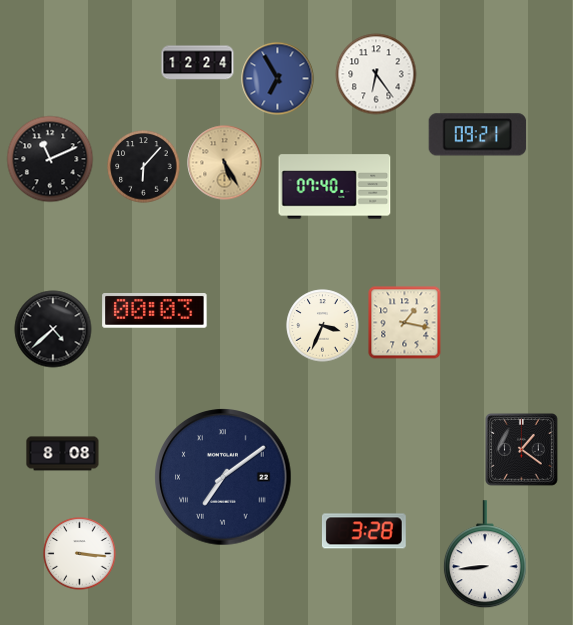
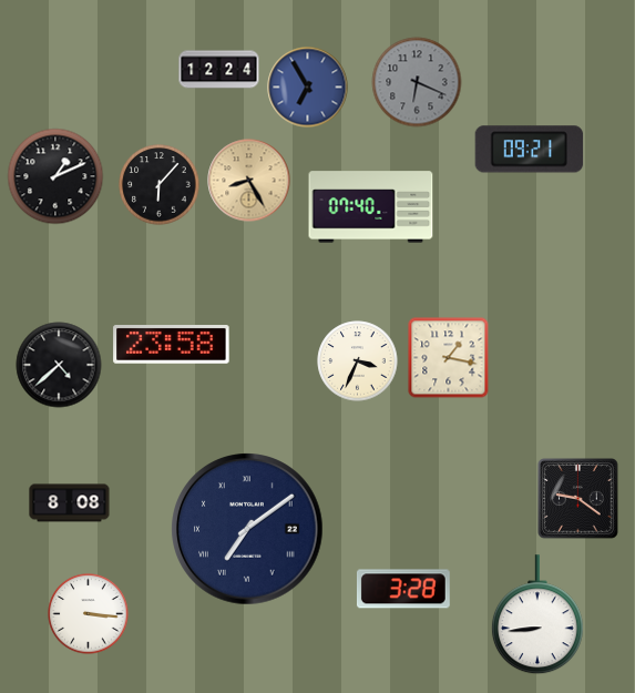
clock at (376, 74): 6:24 -> 6:19
clock at (376, 74) dial: white -> grey
clock at (50, 159): 11:11 -> 1:11
clock at (225, 163): 5:25 -> 8:25
clock at (155, 311): 00:03 -> 23:58
clock at (522, 450): 1:21 -> 9:21
